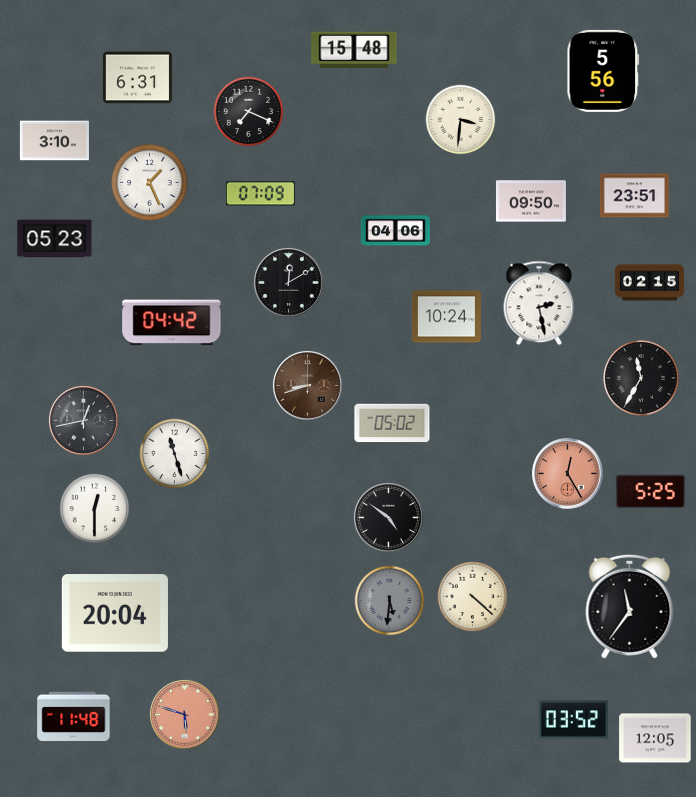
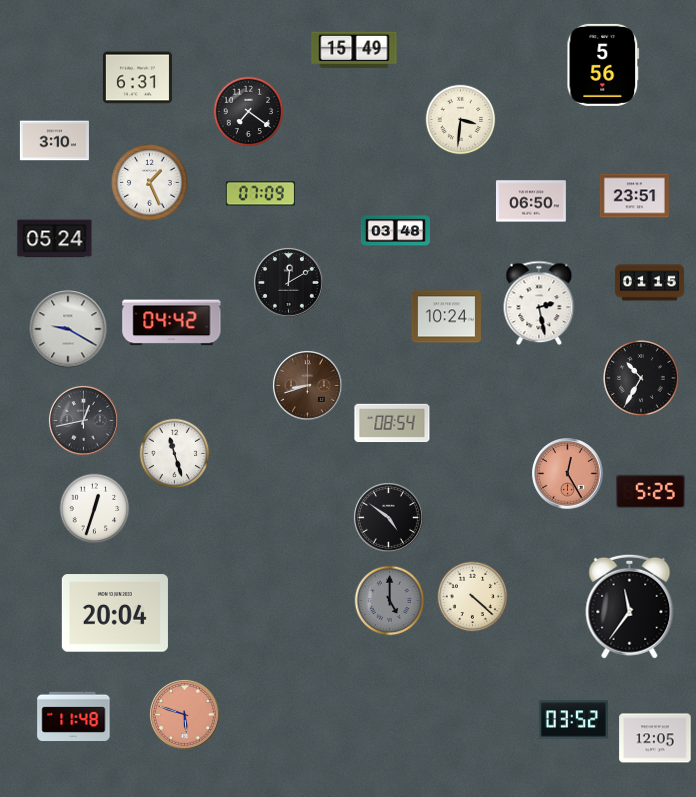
clock at (354, 50): 15:48 -> 15:49
clock at (603, 71) position: (603, 71) -> (603, 65)
clock at (249, 112): 7:19 -> 7:21
clock at (531, 201): 09:50 -> 06:50
clock at (395, 231): 04:06 -> 03:48
clock at (55, 239): 05:23 -> 05:24
clock at (649, 283): 02:15 -> 01:15
clock at (68, 329): none -> 9:20
clock at (641, 378): 11:35 -> 10:35
clock at (392, 423): 05:02 -> 08:54
clock at (95, 509): 12:30 -> 12:33
clock at (390, 601): 5:31 -> 5:00
